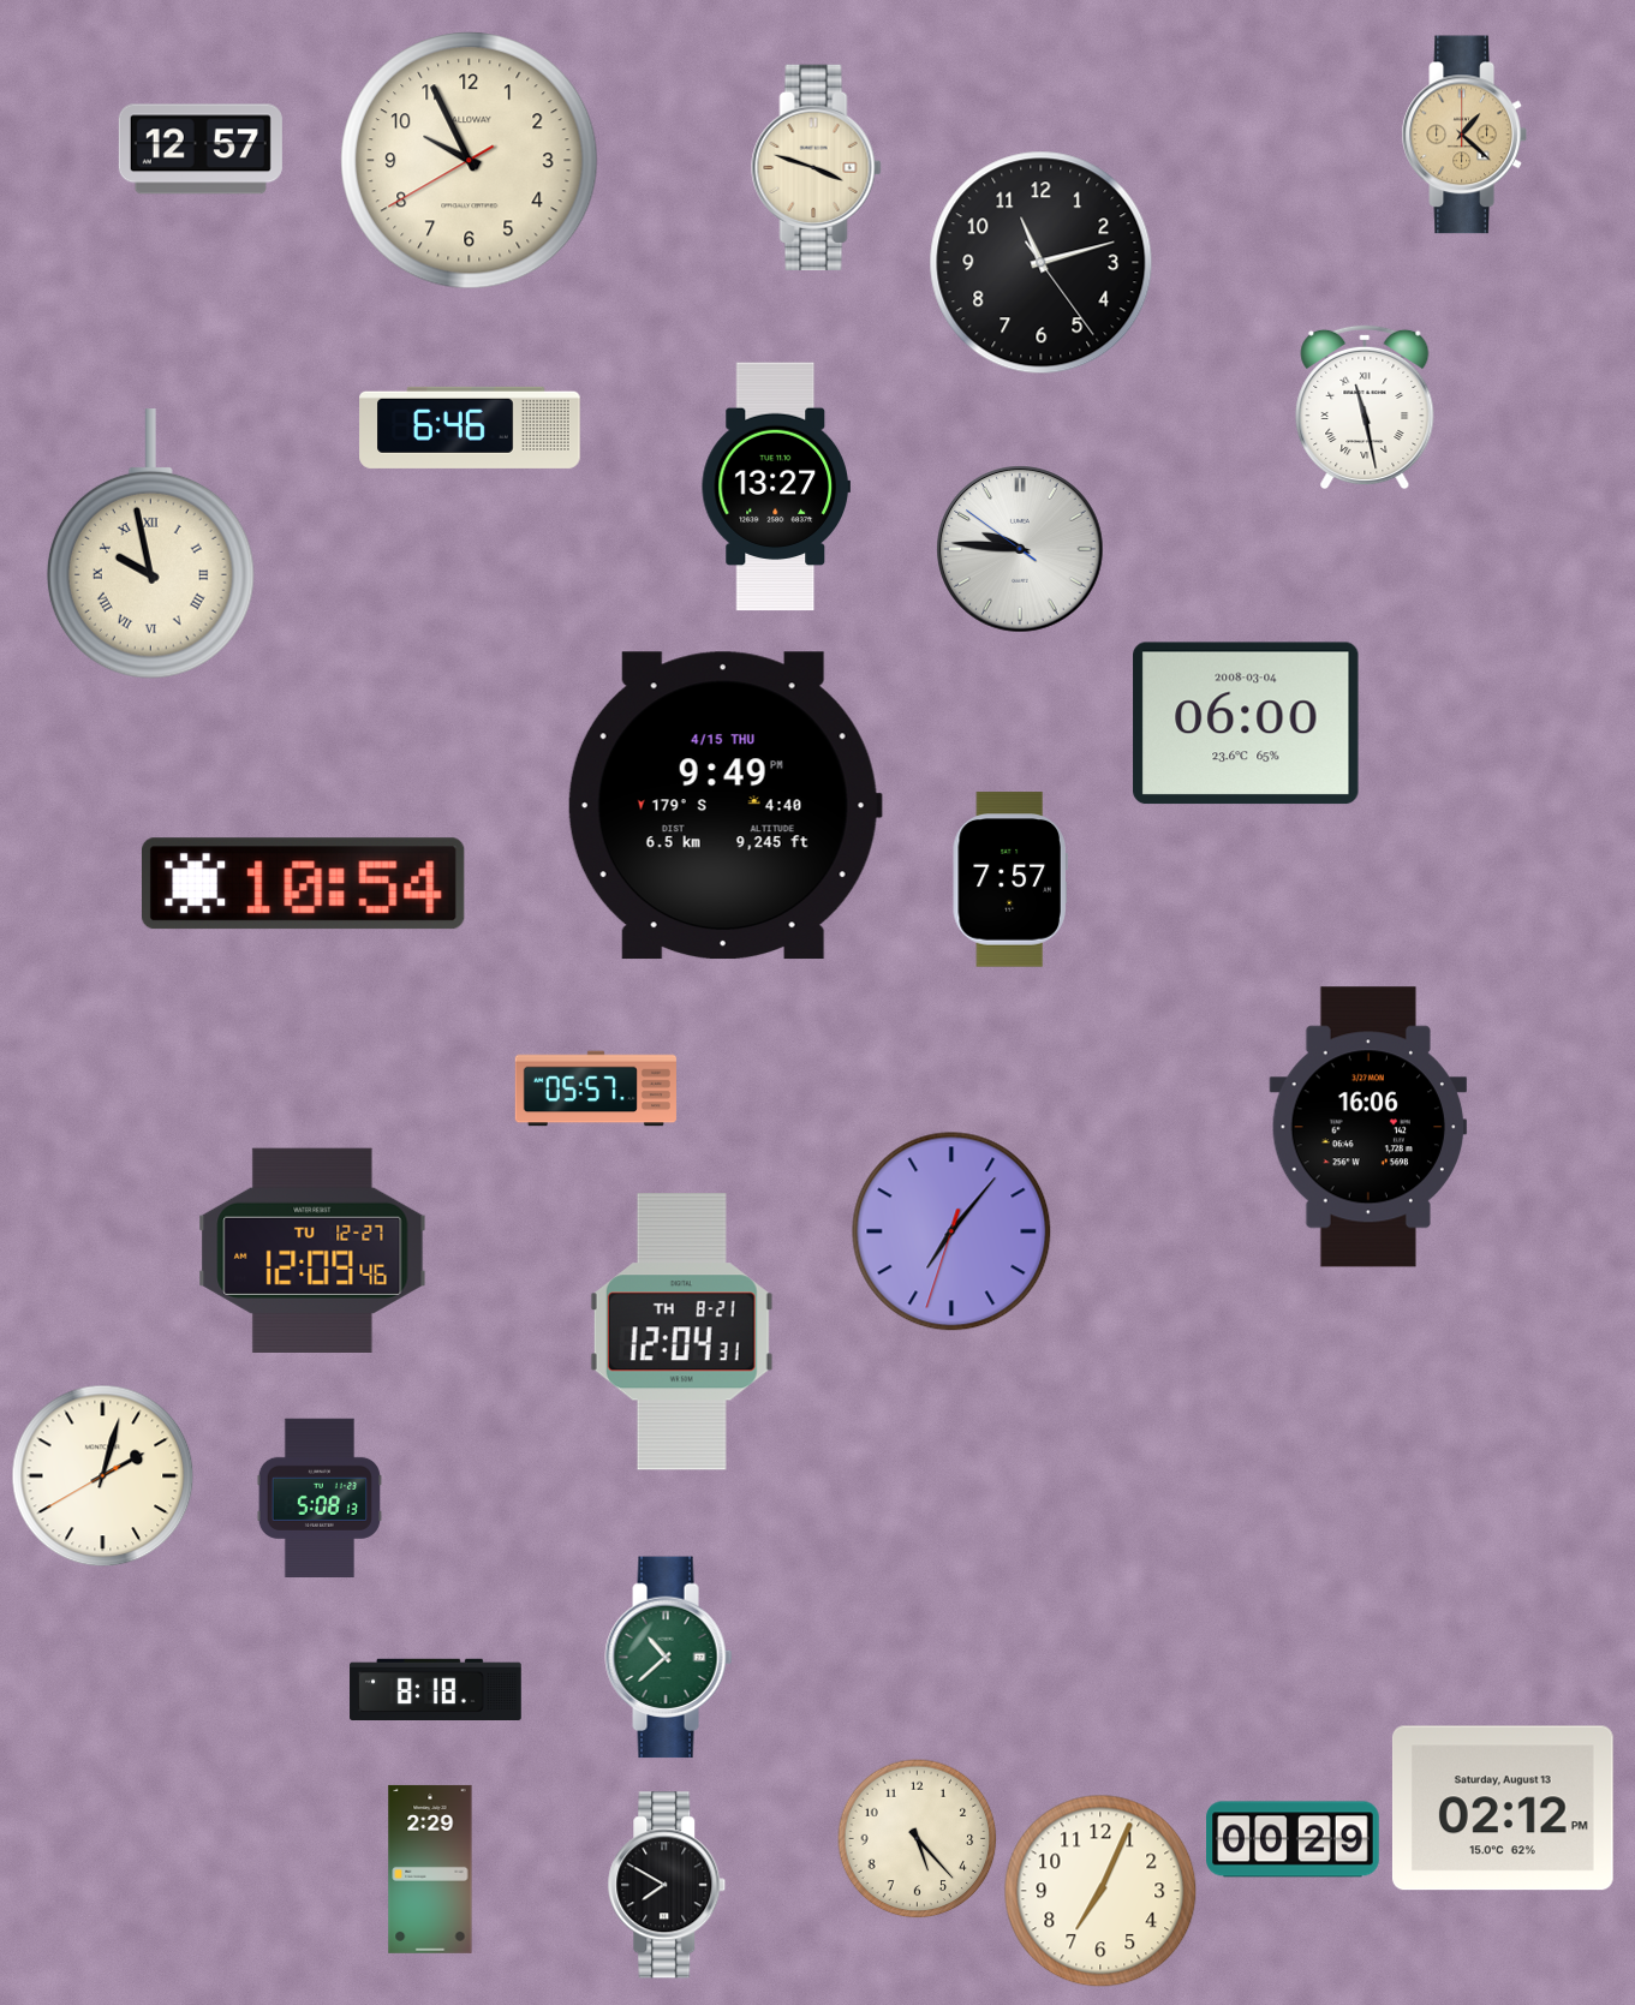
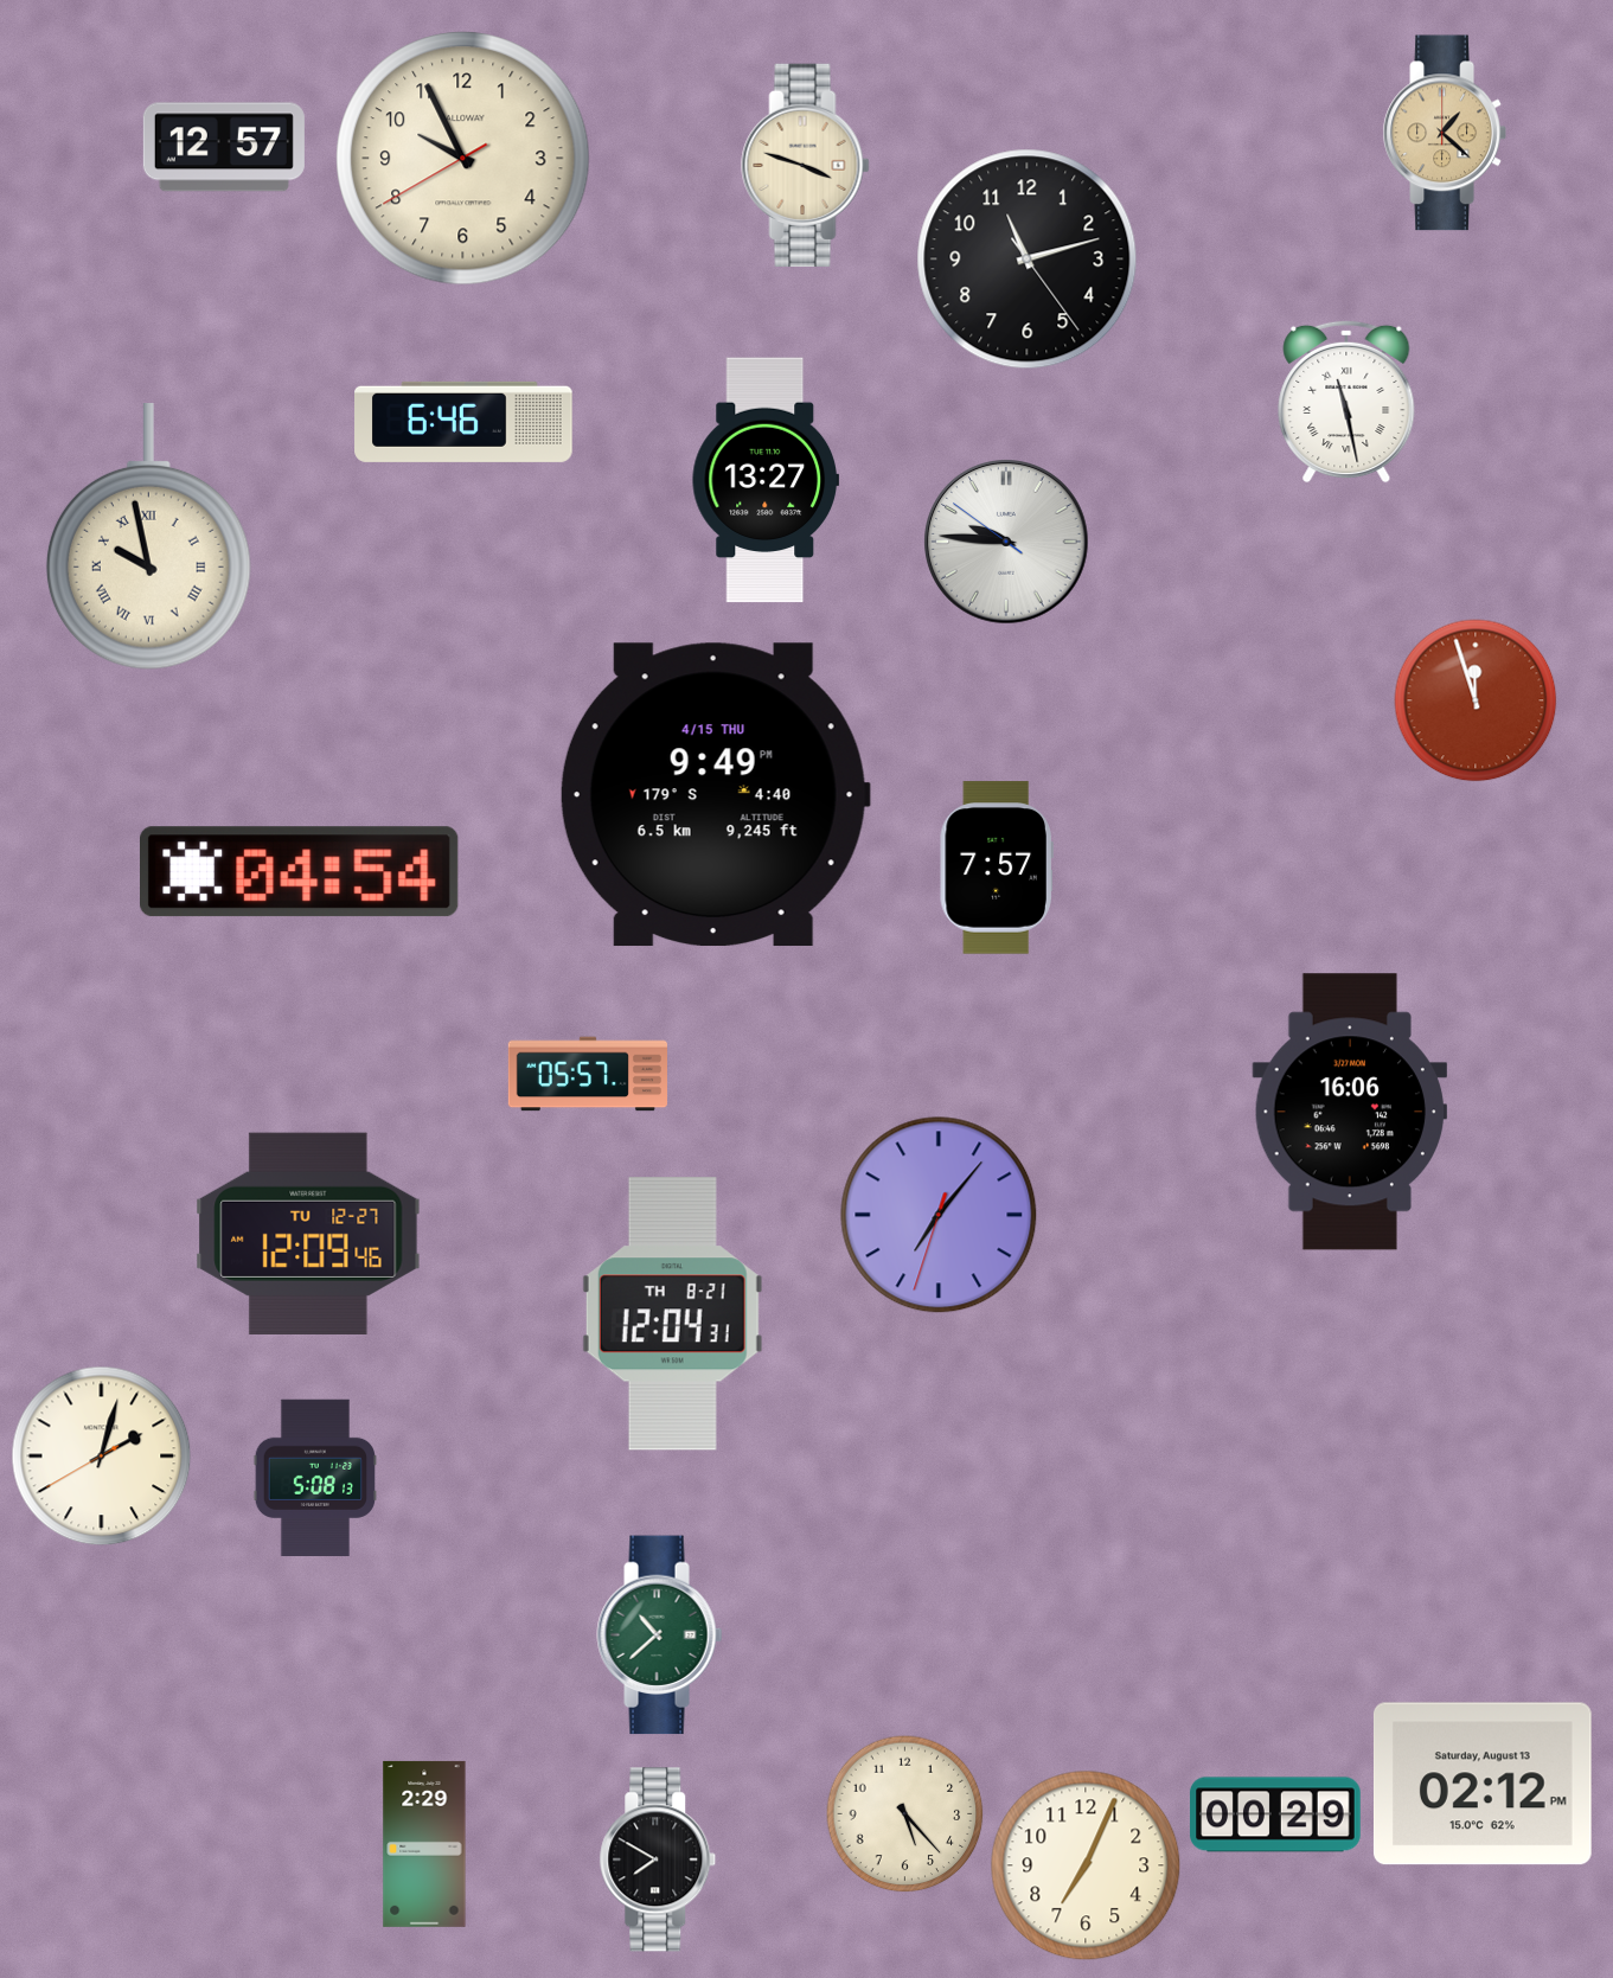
clock at (201, 149) position: (201, 149) -> (224, 147)
clock at (1476, 700): none -> 11:57
clock at (1246, 723): 06:00 -> none
clock at (304, 884): 10:54 -> 04:54
clock at (436, 1689): 8:18 -> none
